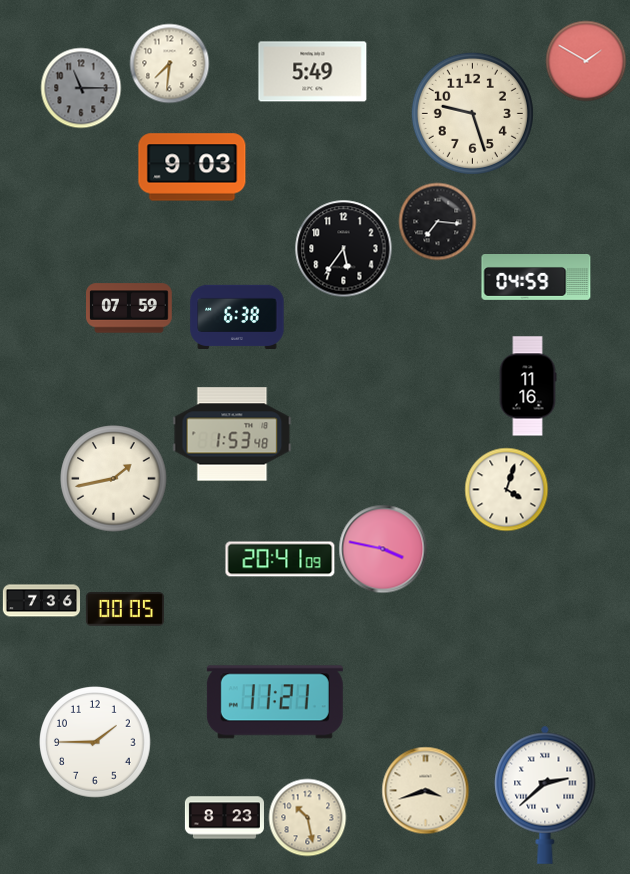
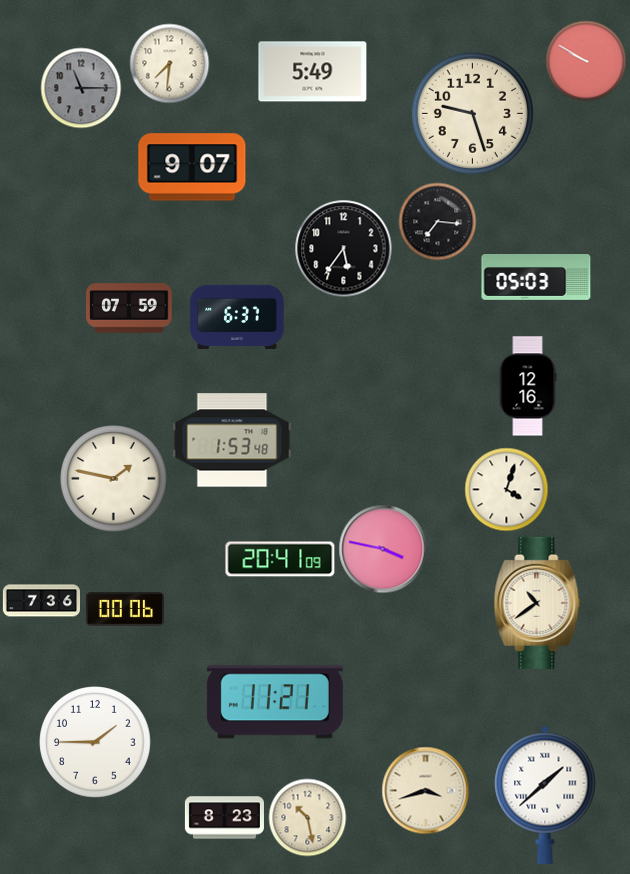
clock at (586, 61): 1:50 -> 9:50
clock at (192, 167): 9:03 -> 9:07
clock at (536, 278): 04:59 -> 05:03
clock at (237, 316): 6:38 -> 6:37
clock at (528, 386): 11:16 -> 12:16
clock at (232, 434) position: (232, 434) -> (232, 440)
clock at (114, 479): 1:43 -> 1:47
clock at (537, 603): none -> 10:39
clock at (125, 609): 00:05 -> 00:06
clock at (545, 795): 2:38 -> 1:38
